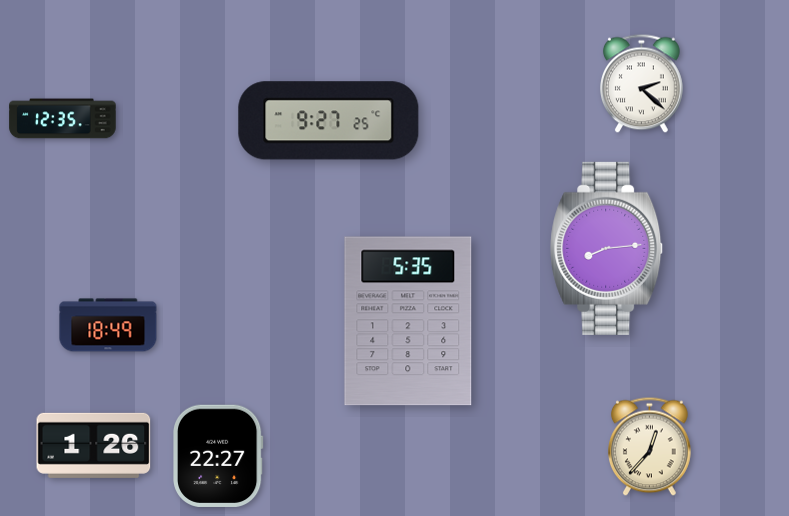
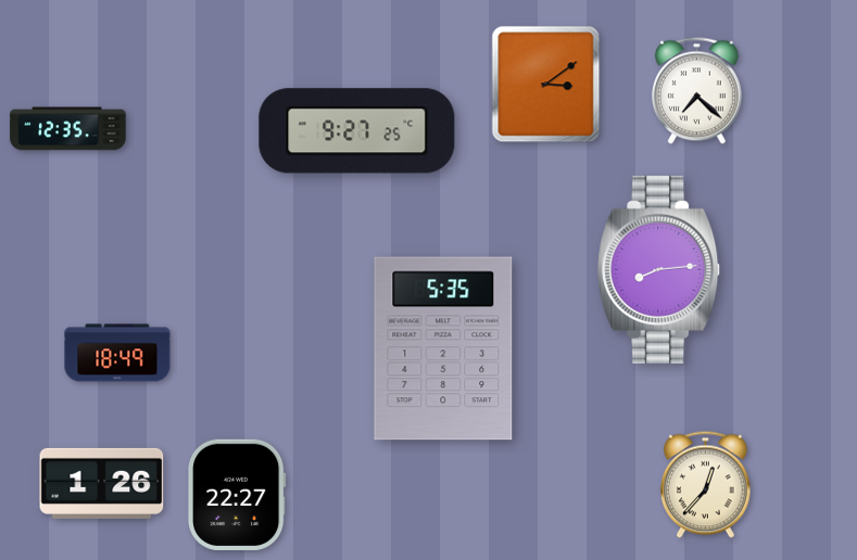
clock at (546, 85): none -> 3:09
clock at (642, 84): 2:22 -> 7:22
